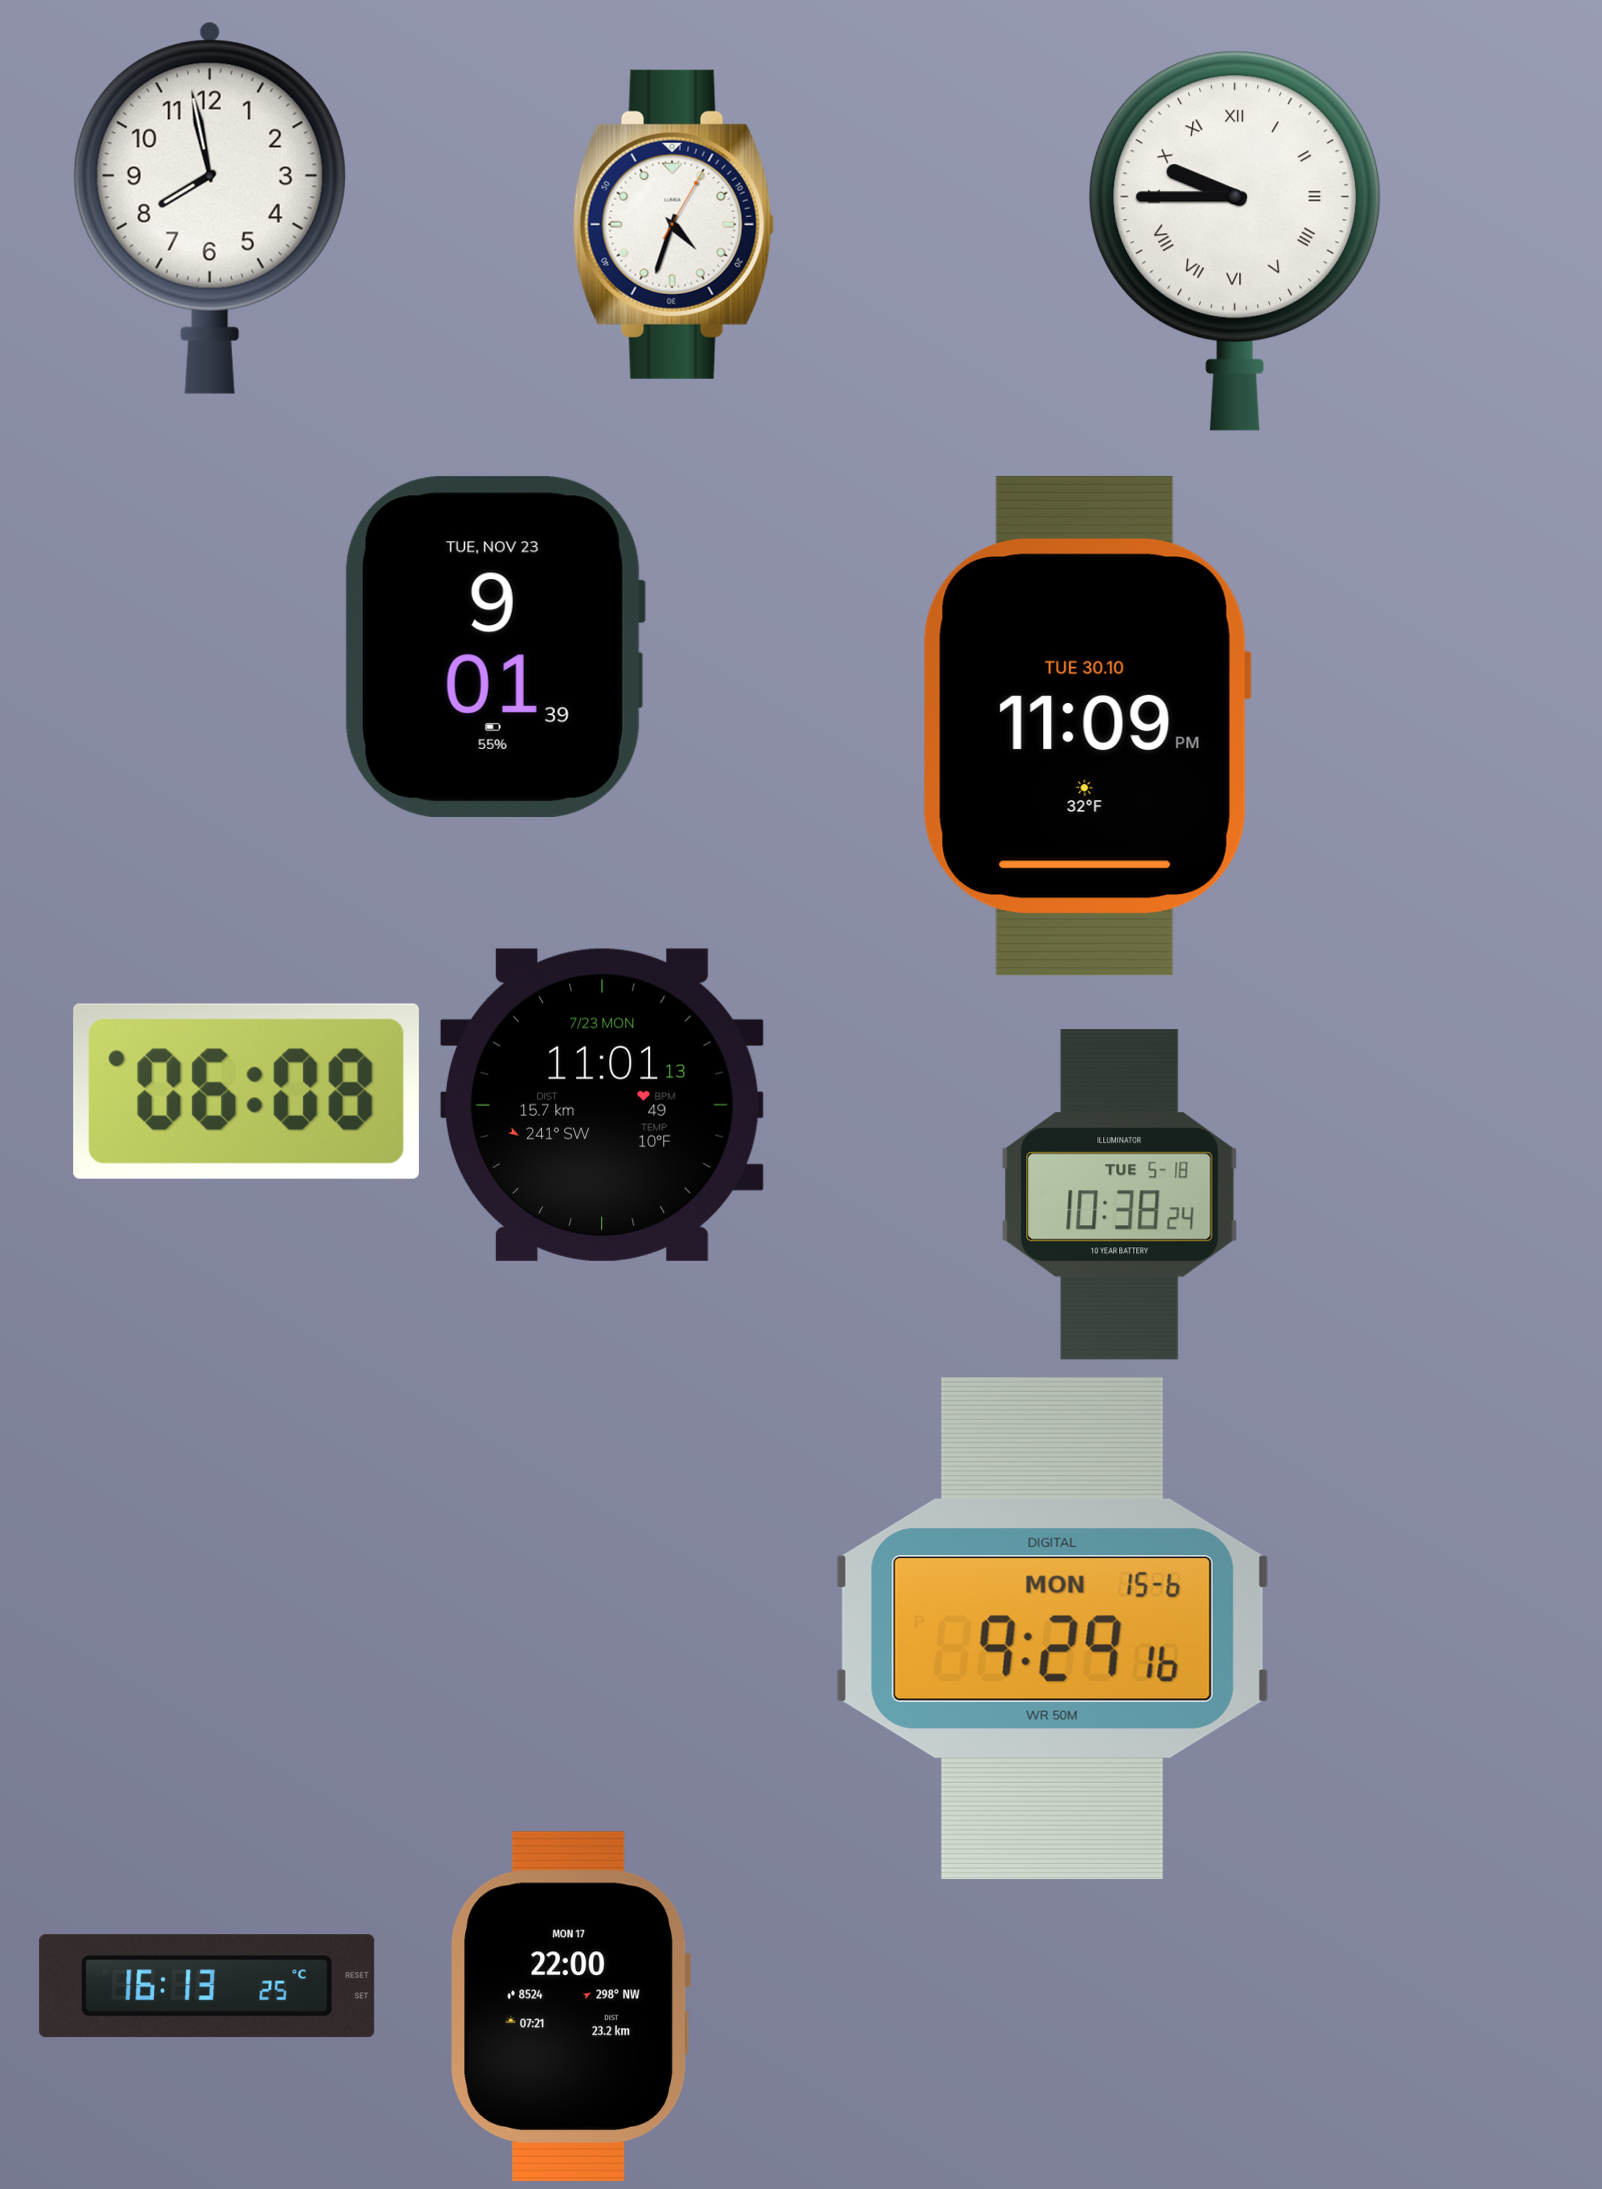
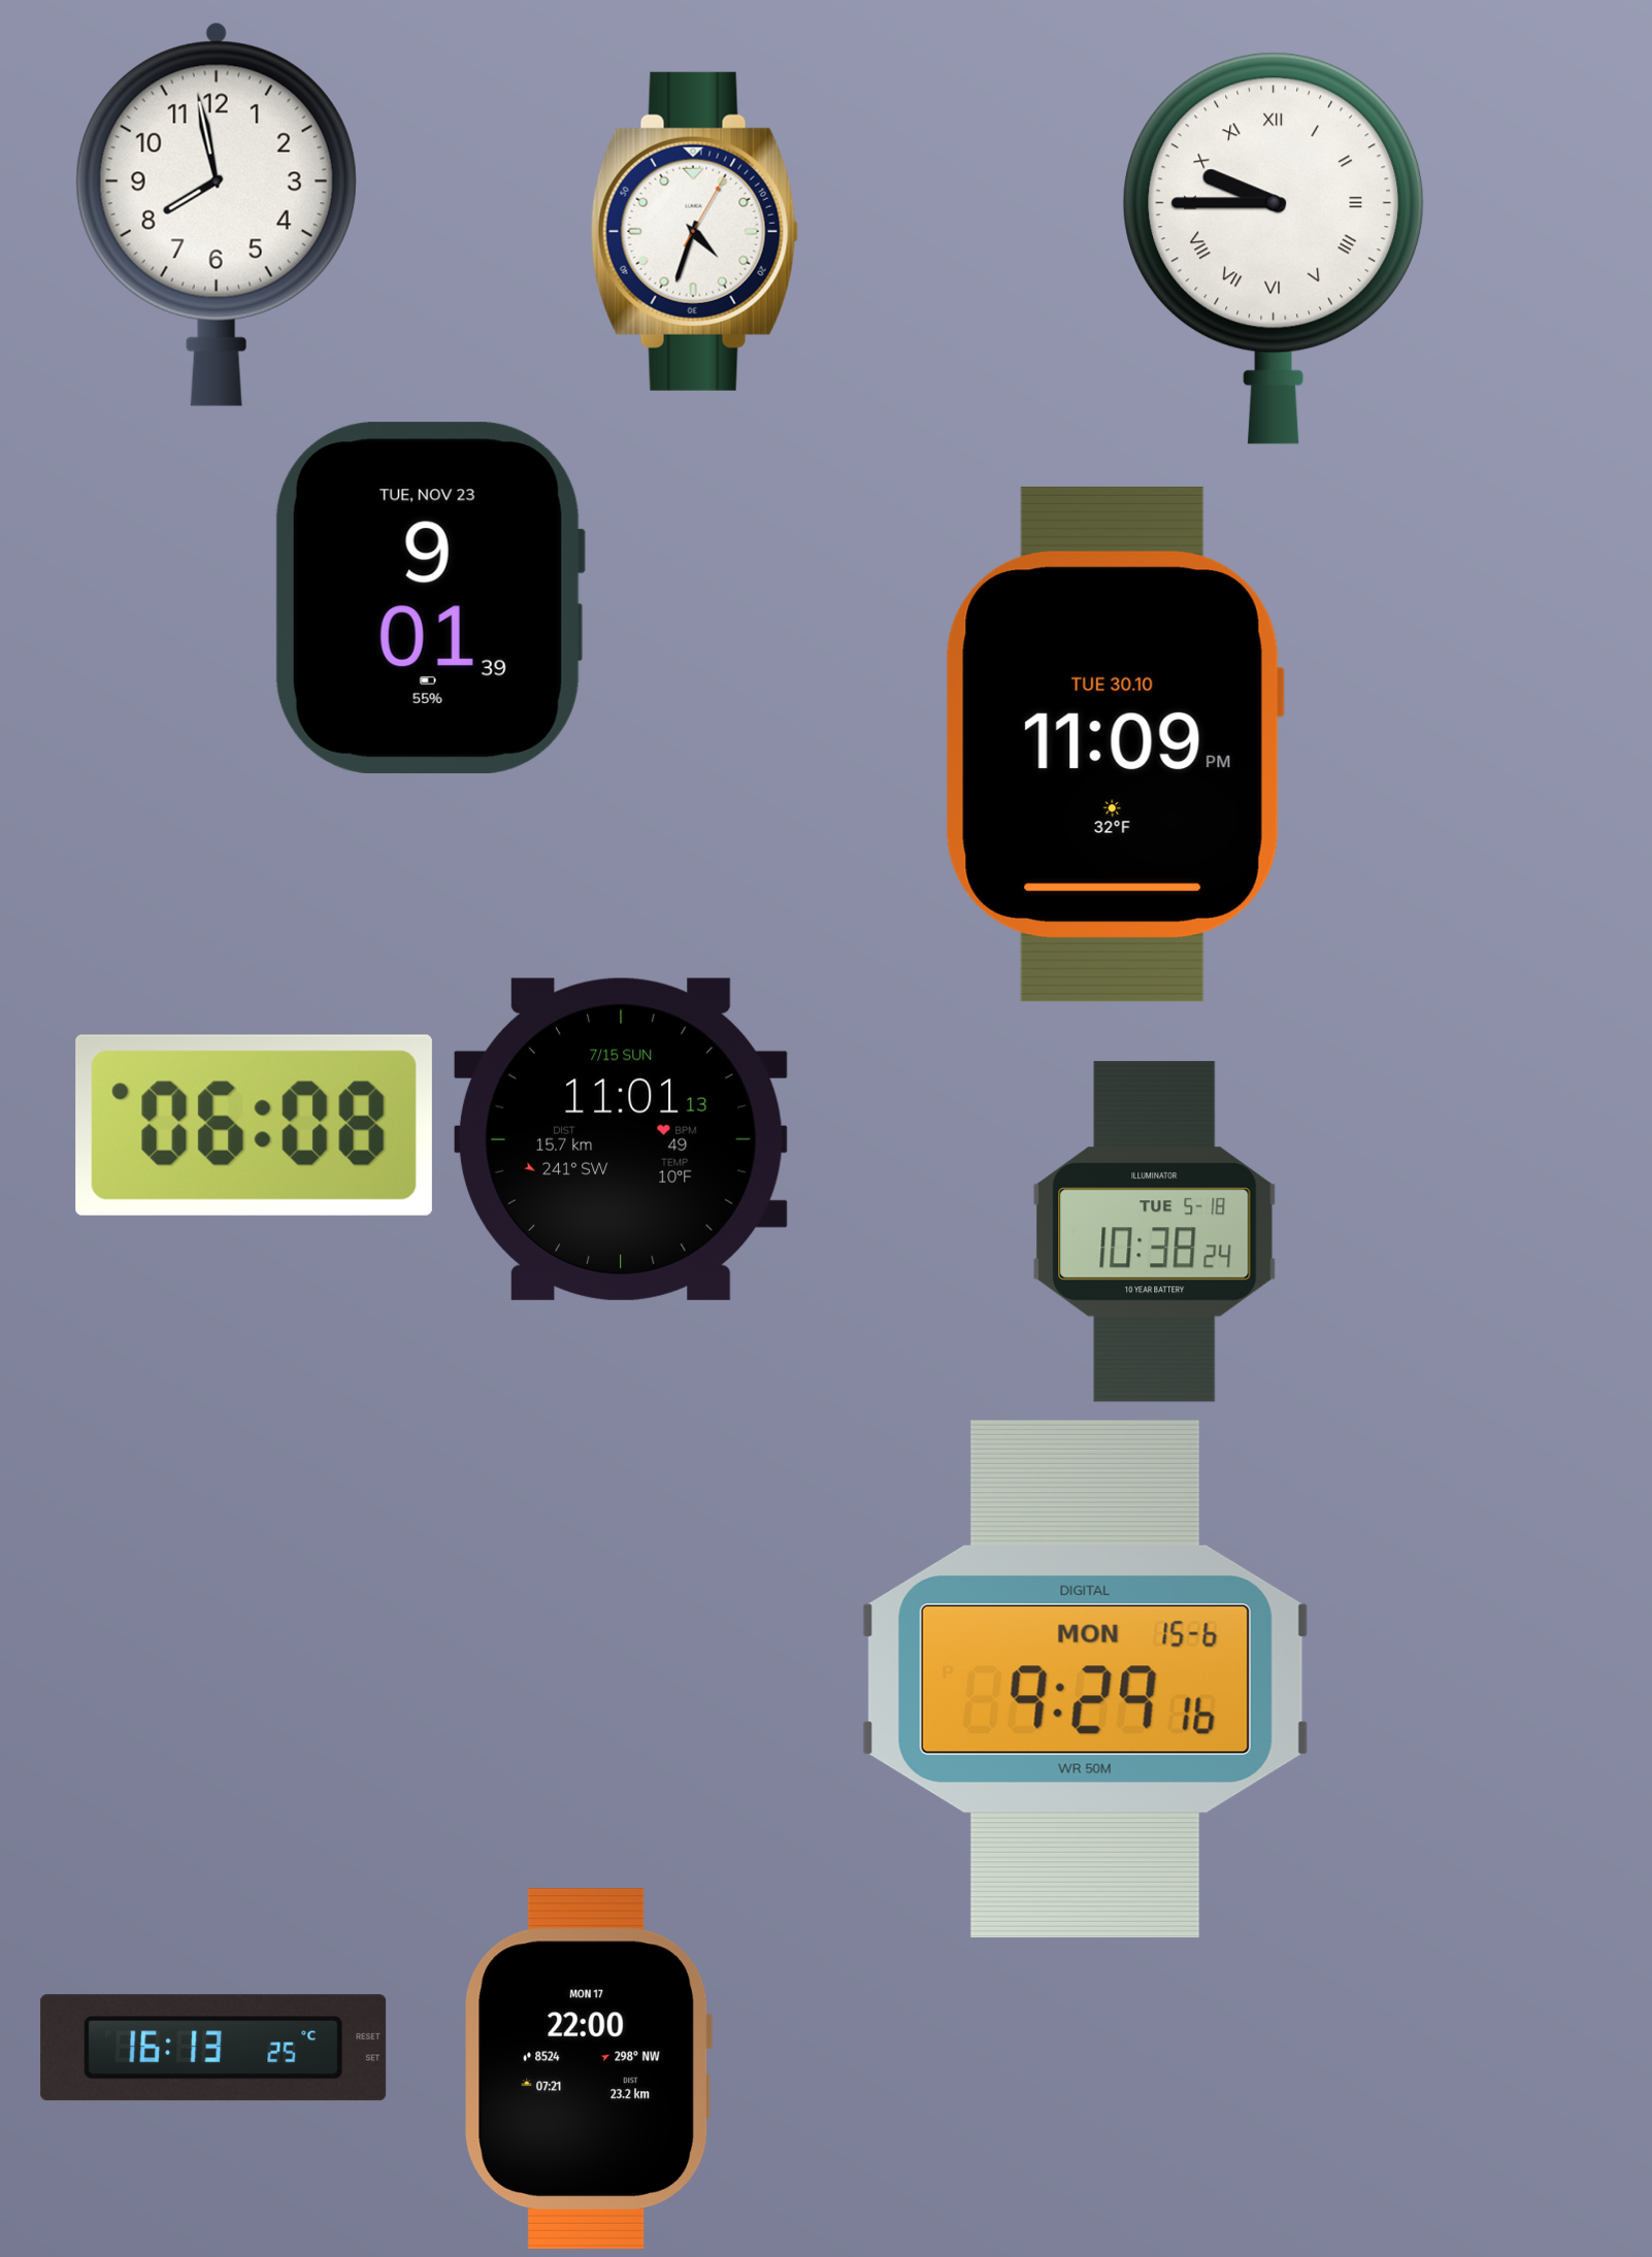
clock at (494, 647) position: (494, 647) -> (429, 598)
clock at (1087, 726) position: (1087, 726) -> (1115, 744)
clock at (602, 1105) date: 7/23 MON -> 7/15 SUN
